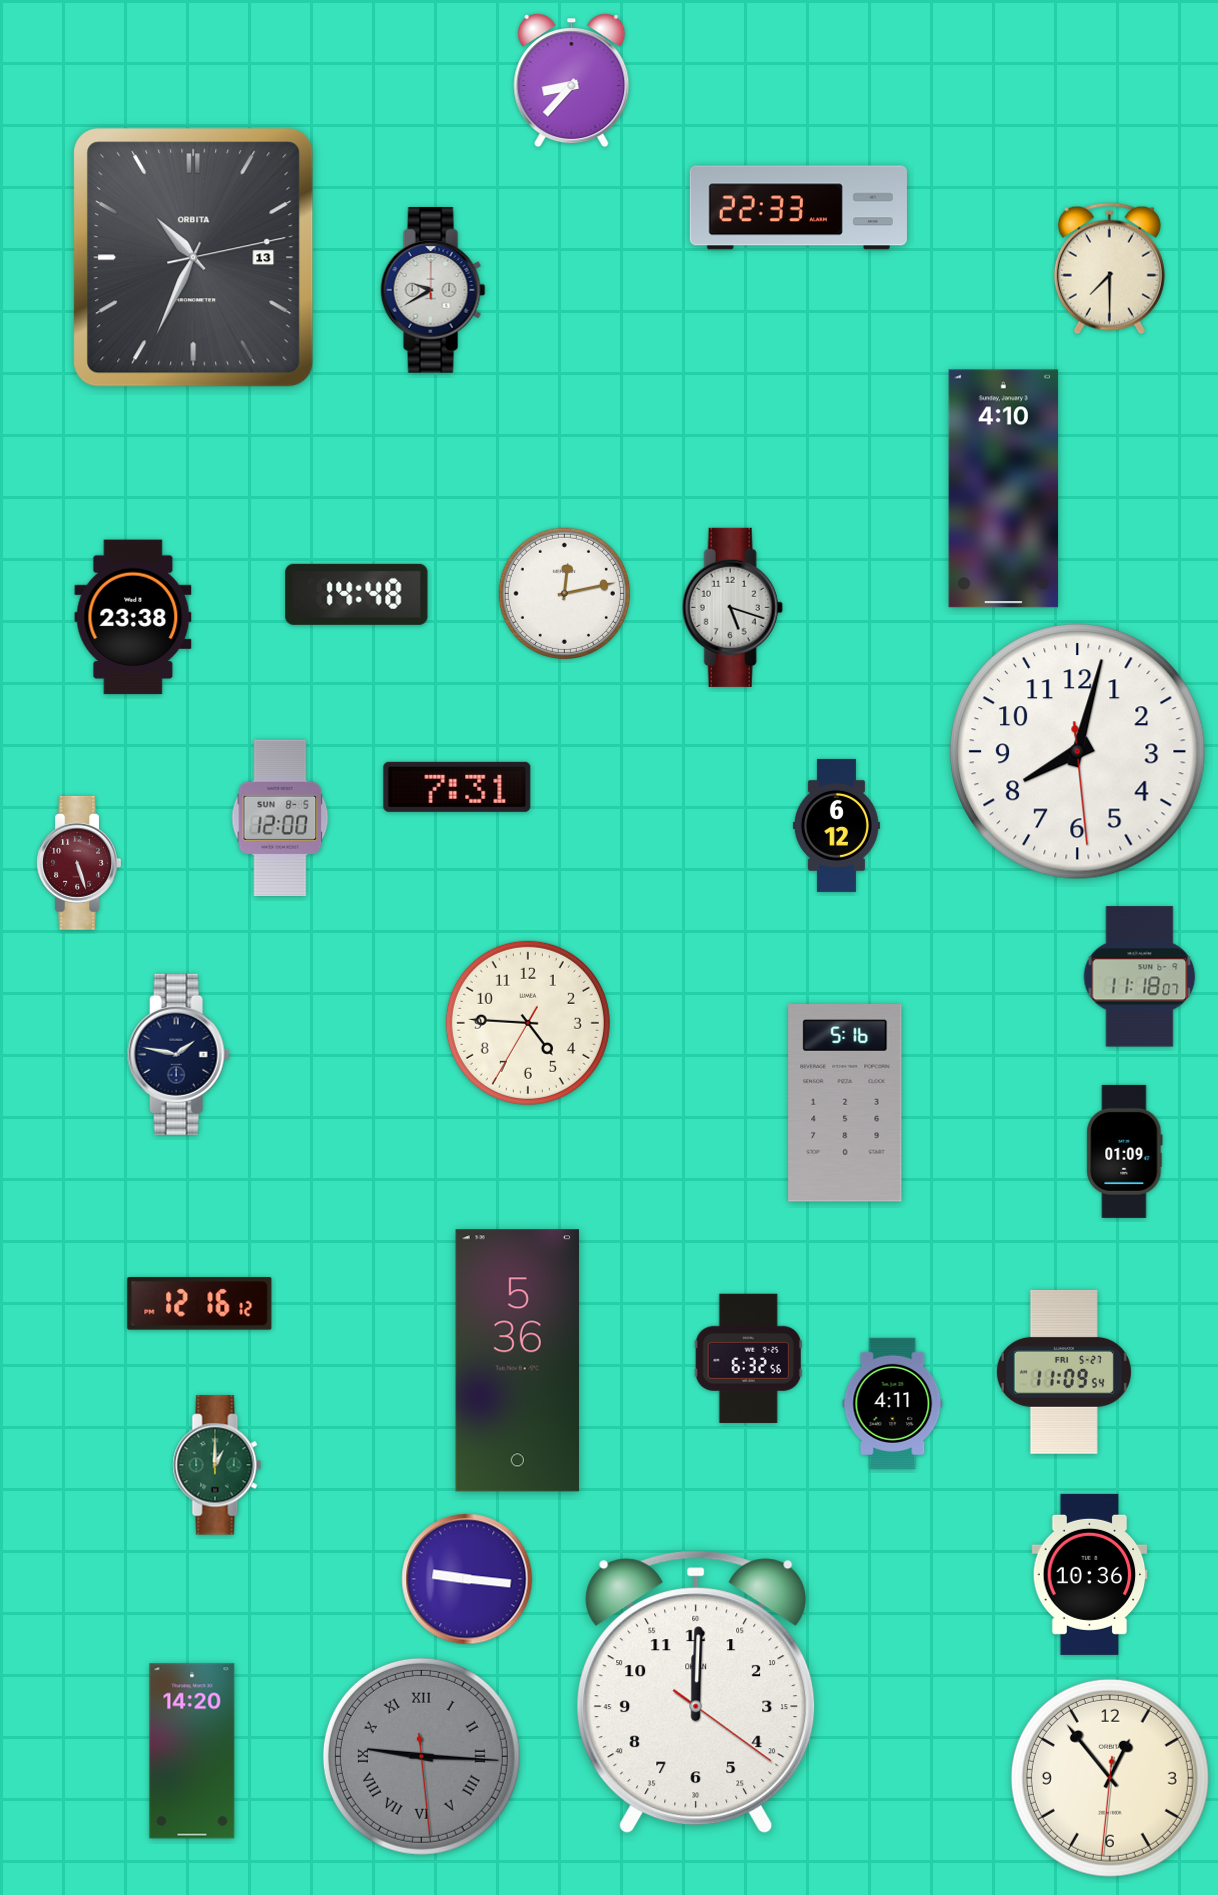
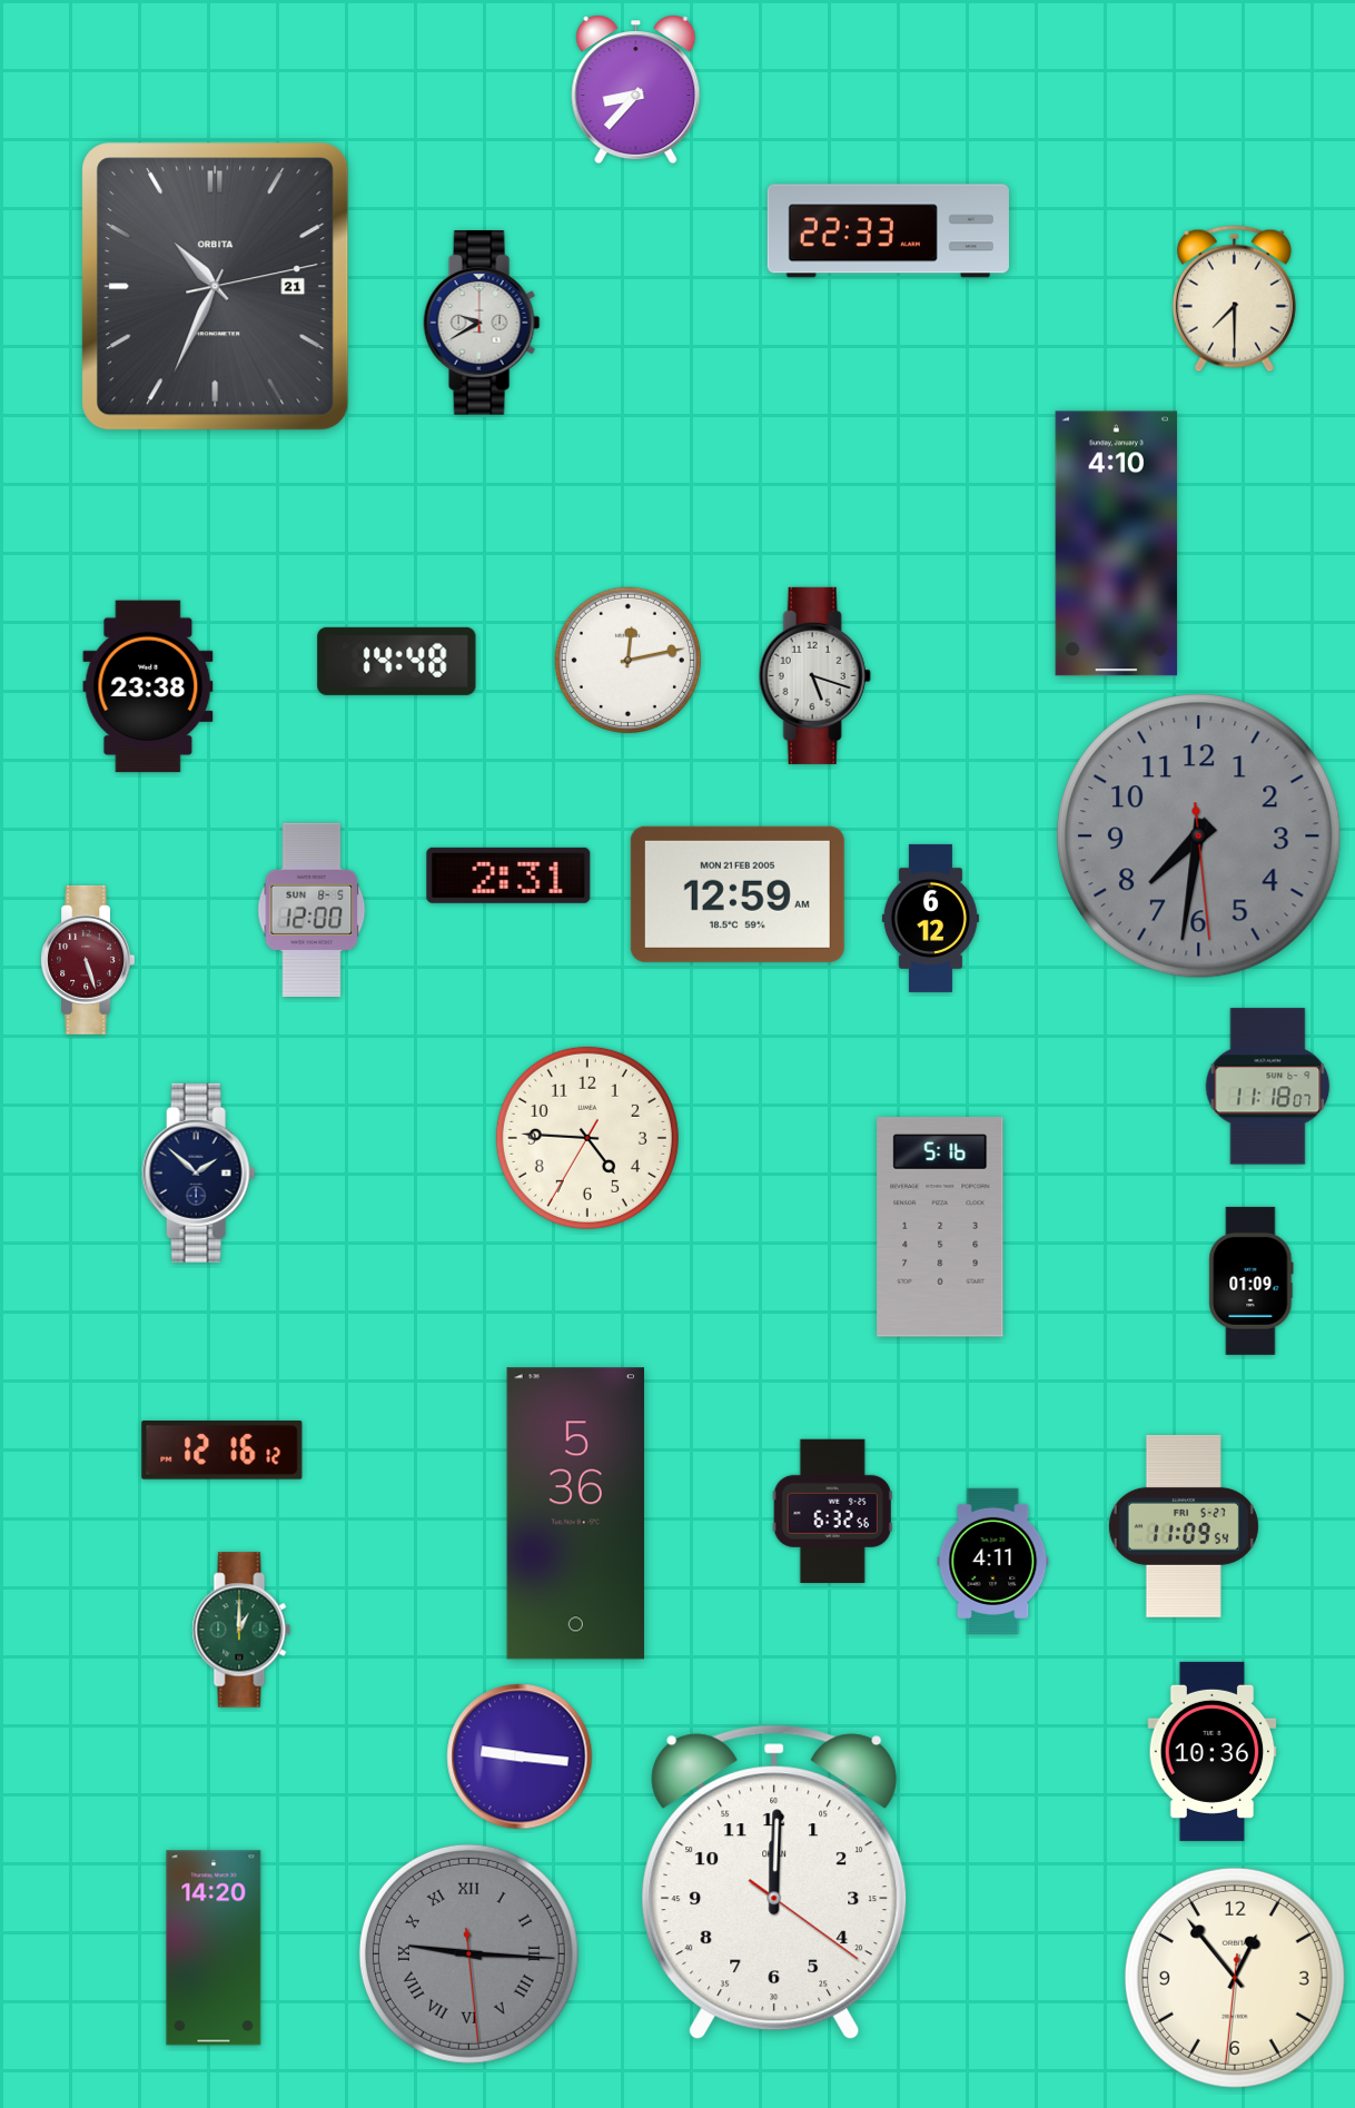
clock at (194, 258) date: 13 -> 21
clock at (1078, 752): 8:02 -> 7:31
clock at (1078, 752) dial: white -> grey
clock at (457, 787): 7:31 -> 2:31
clock at (738, 894): none -> 12:59
clock at (179, 1054): 1:47 -> 1:52
